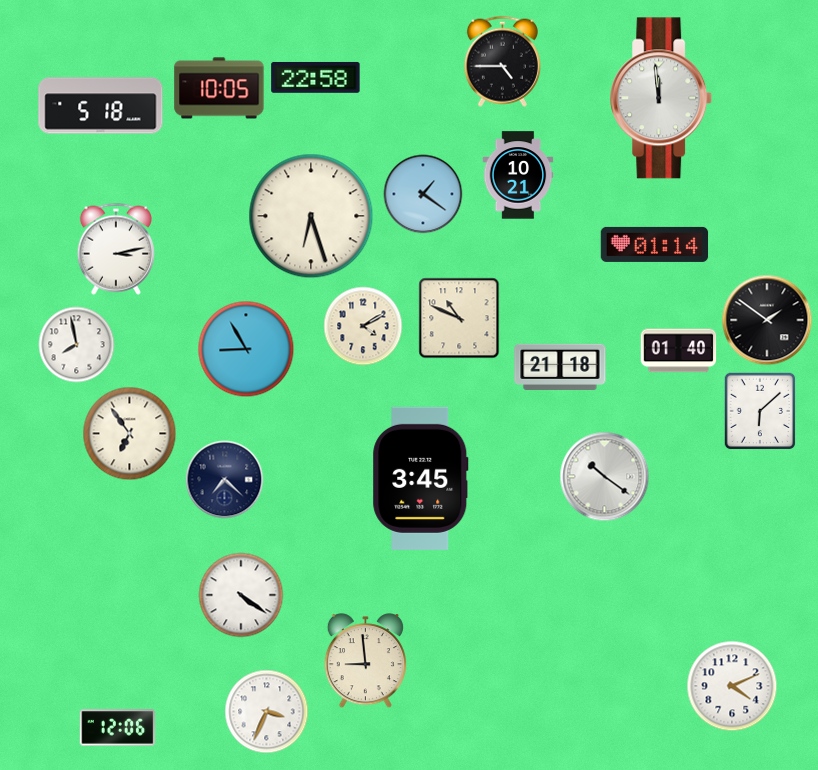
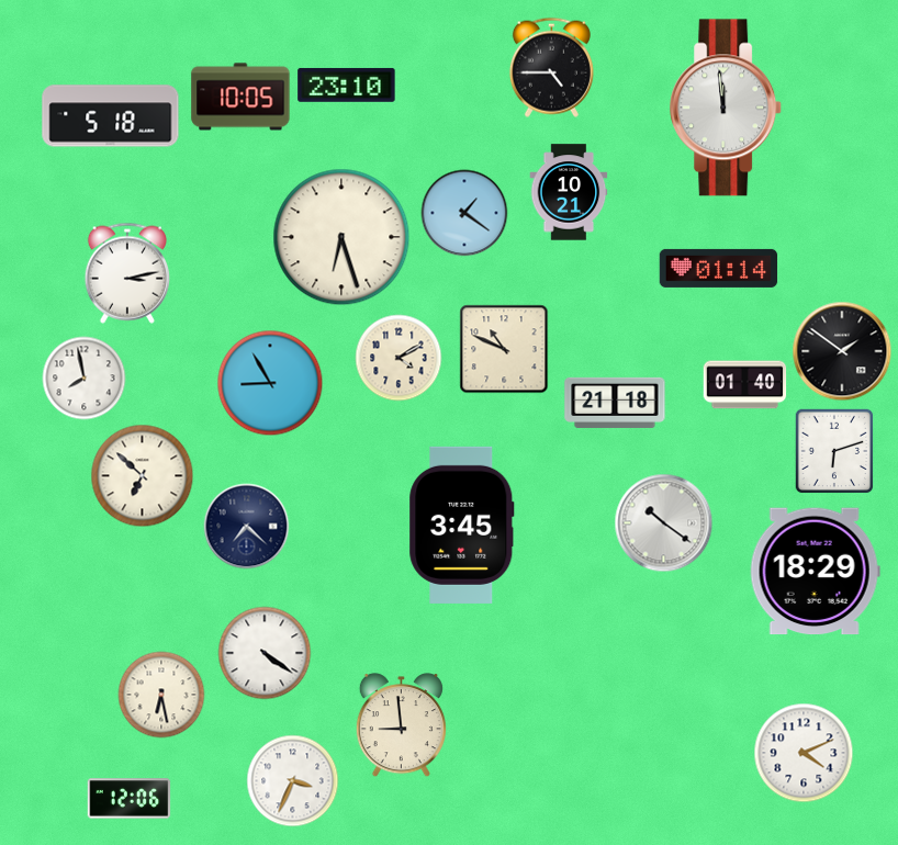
clock at (316, 77): 22:58 -> 23:10
clock at (760, 411): 6:08 -> 6:12
clock at (130, 434): 6:54 -> 6:52
clock at (815, 572): none -> 18:29
clock at (161, 695): none -> 6:28
